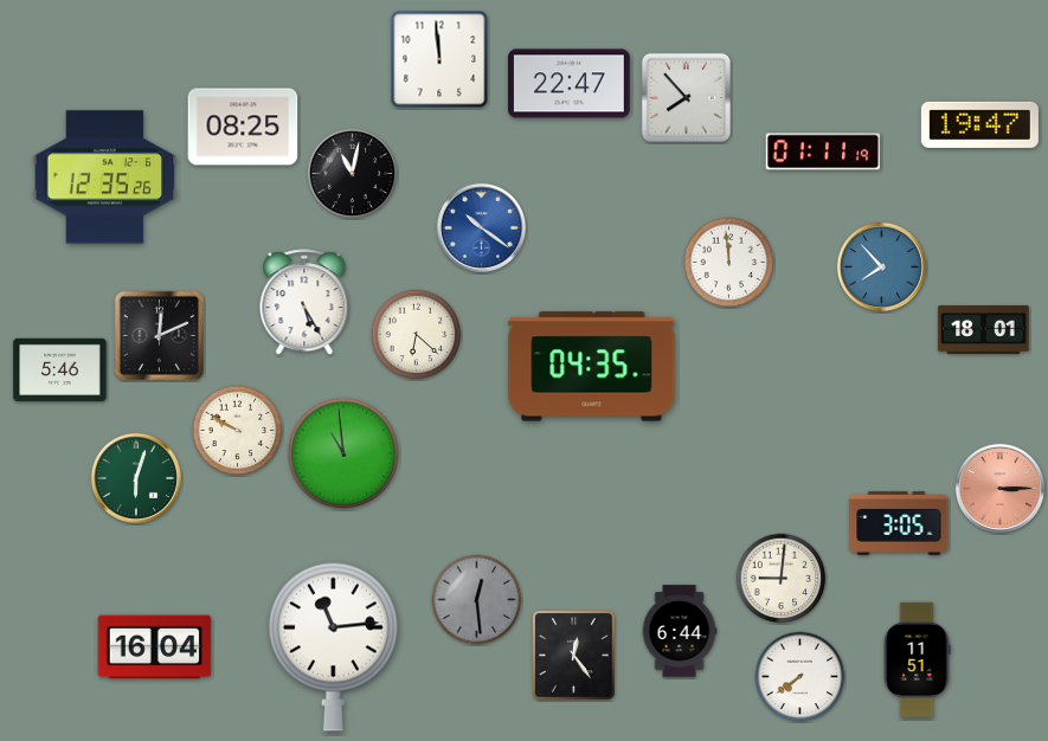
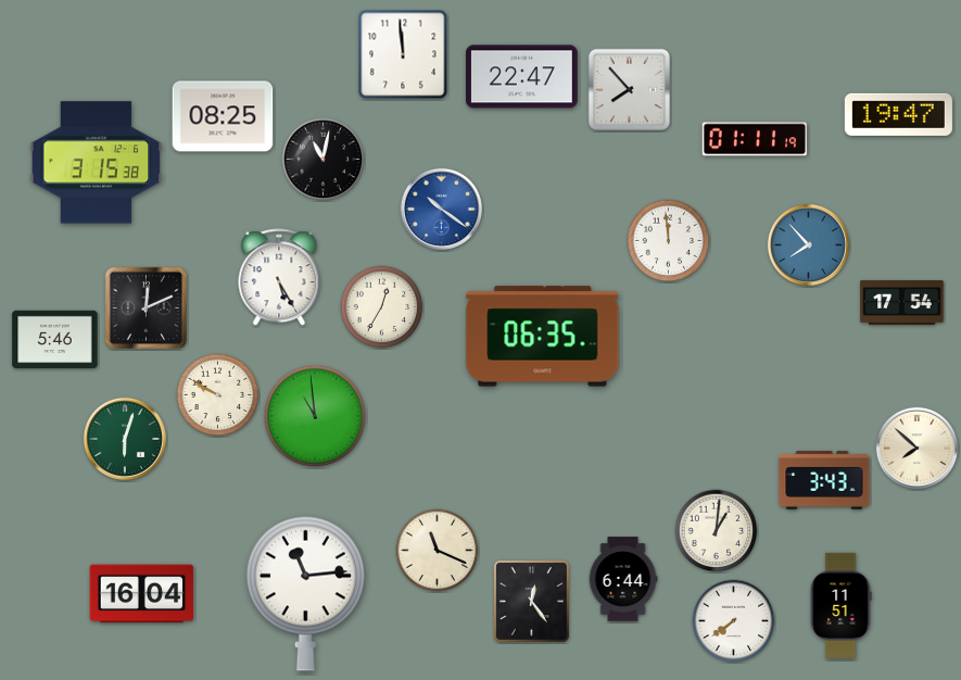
clock at (105, 178): 12:35 -> 3:15
clock at (984, 329): 18:01 -> 17:54
clock at (417, 335): 6:22 -> 12:35
clock at (592, 367): 04:35 -> 06:35
clock at (999, 488): 3:15 -> 7:52
clock at (999, 488) dial: salmon -> cream
clock at (899, 523): 3:05 -> 3:43
clock at (782, 579): 9:01 -> 1:01
clock at (477, 600): 12:29 -> 11:19
clock at (477, 600) dial: grey -> cream
clock at (574, 656) position: (574, 656) -> (532, 602)
